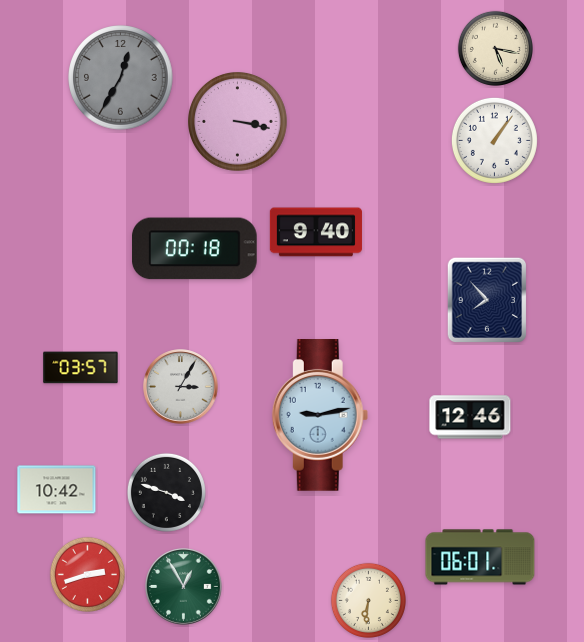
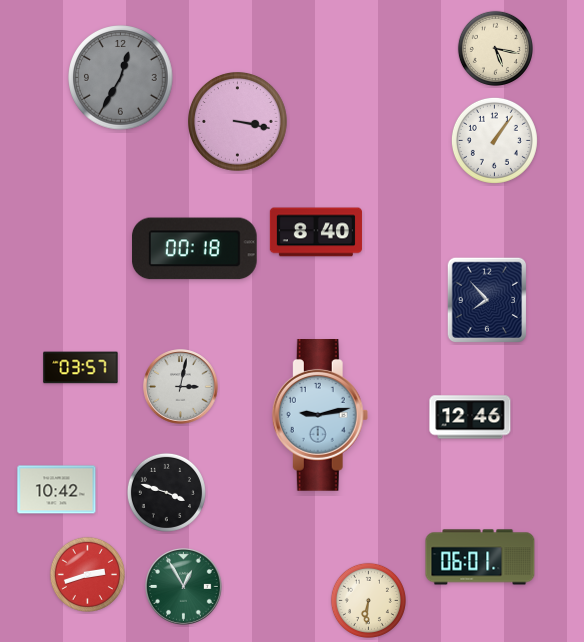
clock at (316, 232): 9:40 -> 8:40
clock at (181, 387): 3:05 -> 3:02
